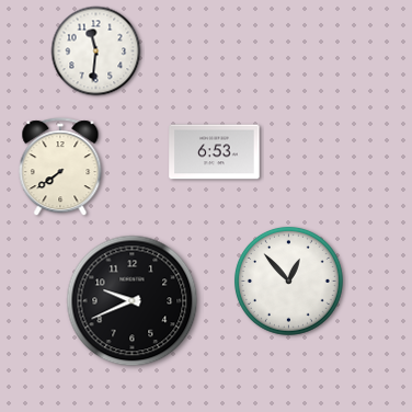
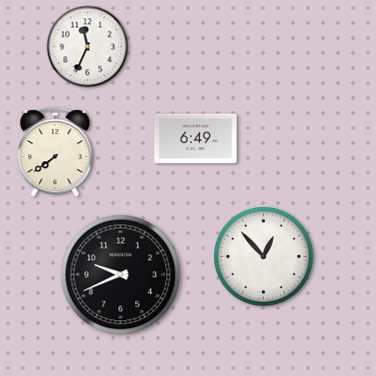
clock at (96, 51): 11:31 -> 11:34
clock at (215, 152): 6:53 -> 6:49
